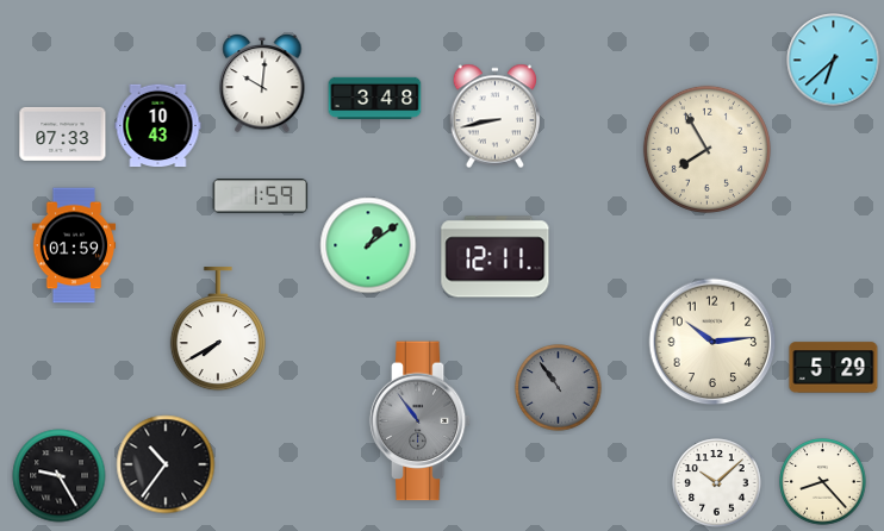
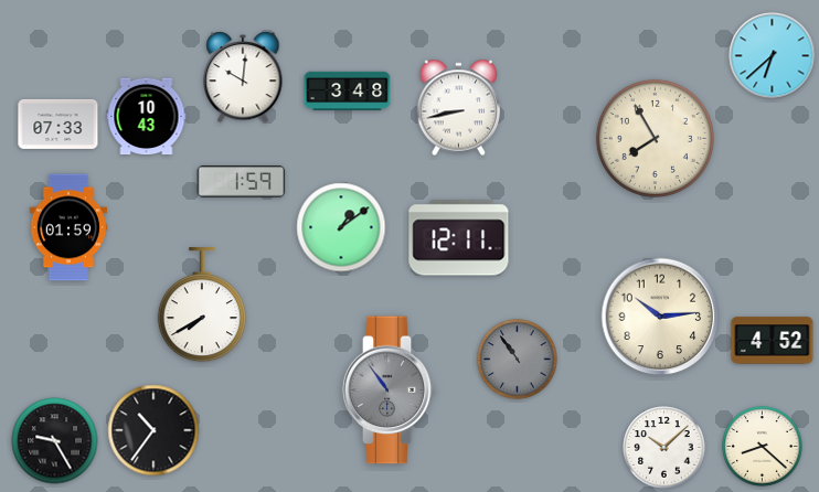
clock at (834, 368): 5:29 -> 4:52
clock at (823, 482): 8:23 -> 8:22
